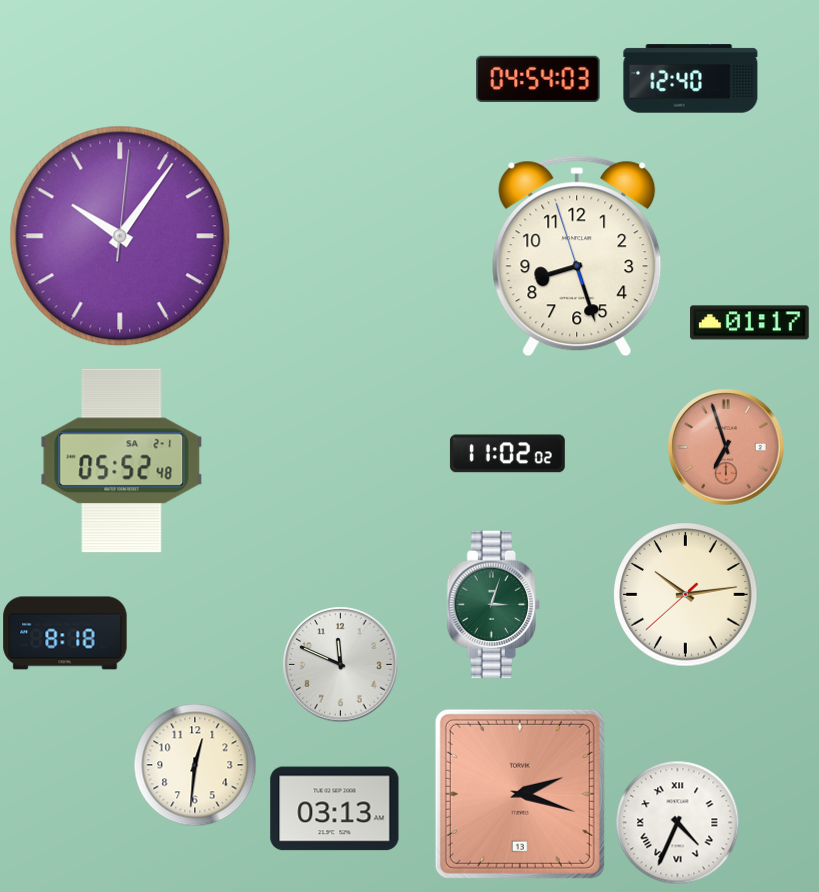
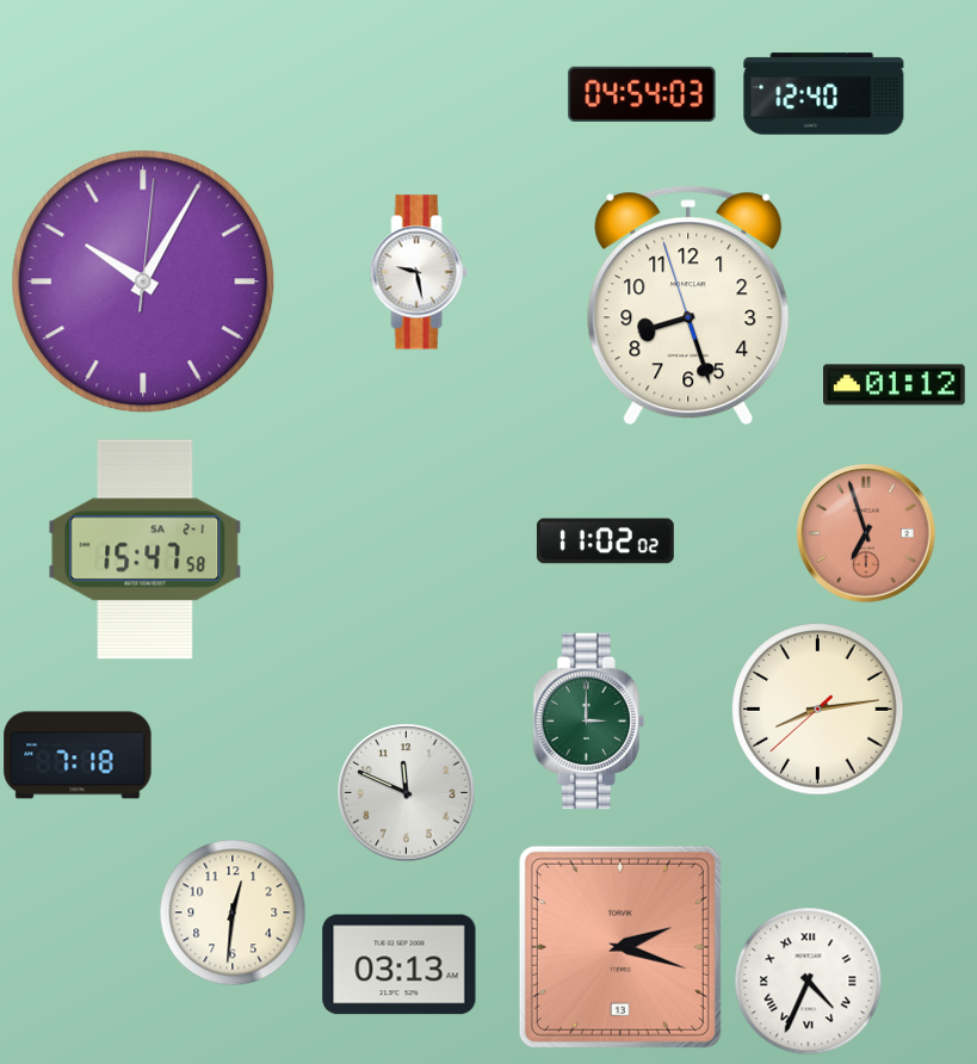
clock at (419, 272): none -> 9:28
clock at (120, 236): 10:06 -> 10:05
clock at (750, 323): 01:17 -> 01:12
clock at (122, 461): 05:52 -> 15:47
clock at (686, 595): 10:13 -> 8:13
clock at (493, 605): 3:03 -> 3:00
clock at (65, 633): 8:18 -> 7:18
